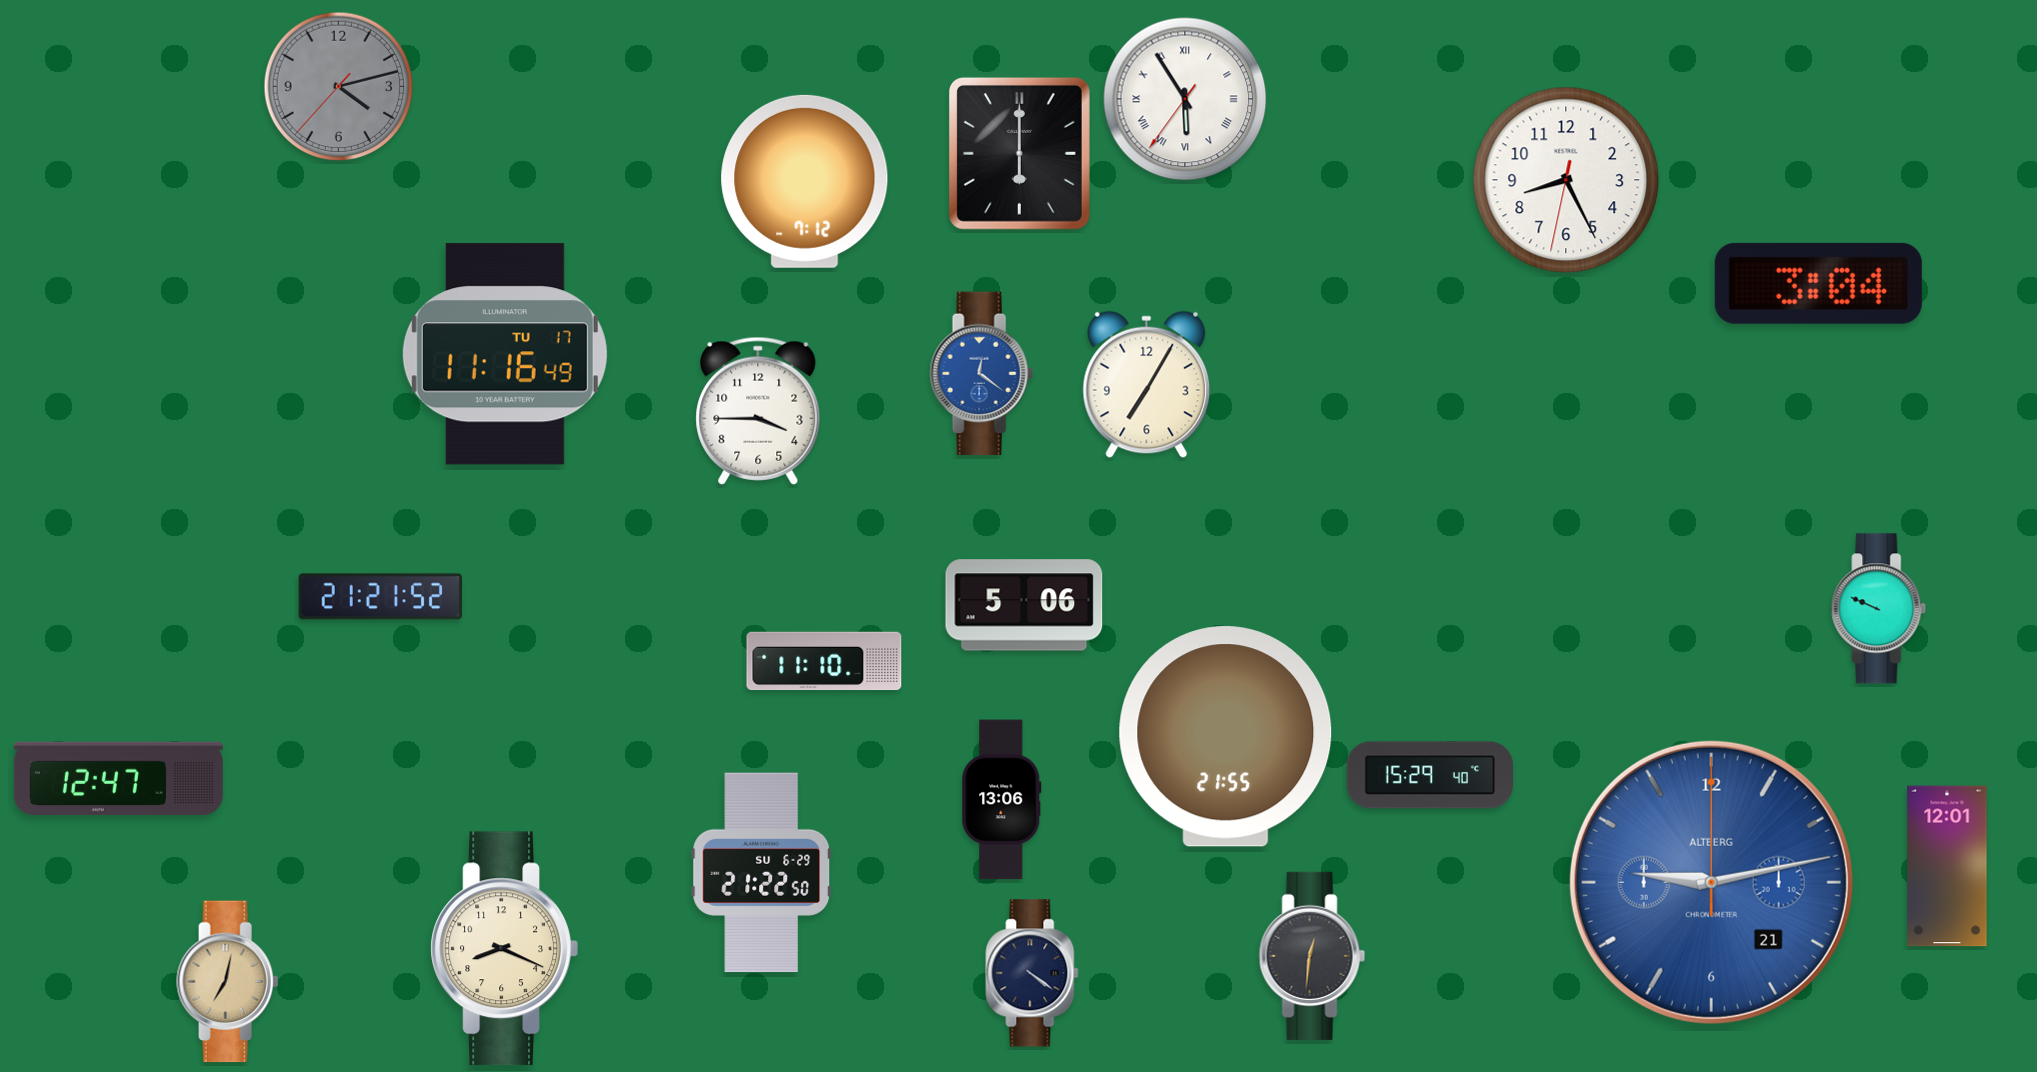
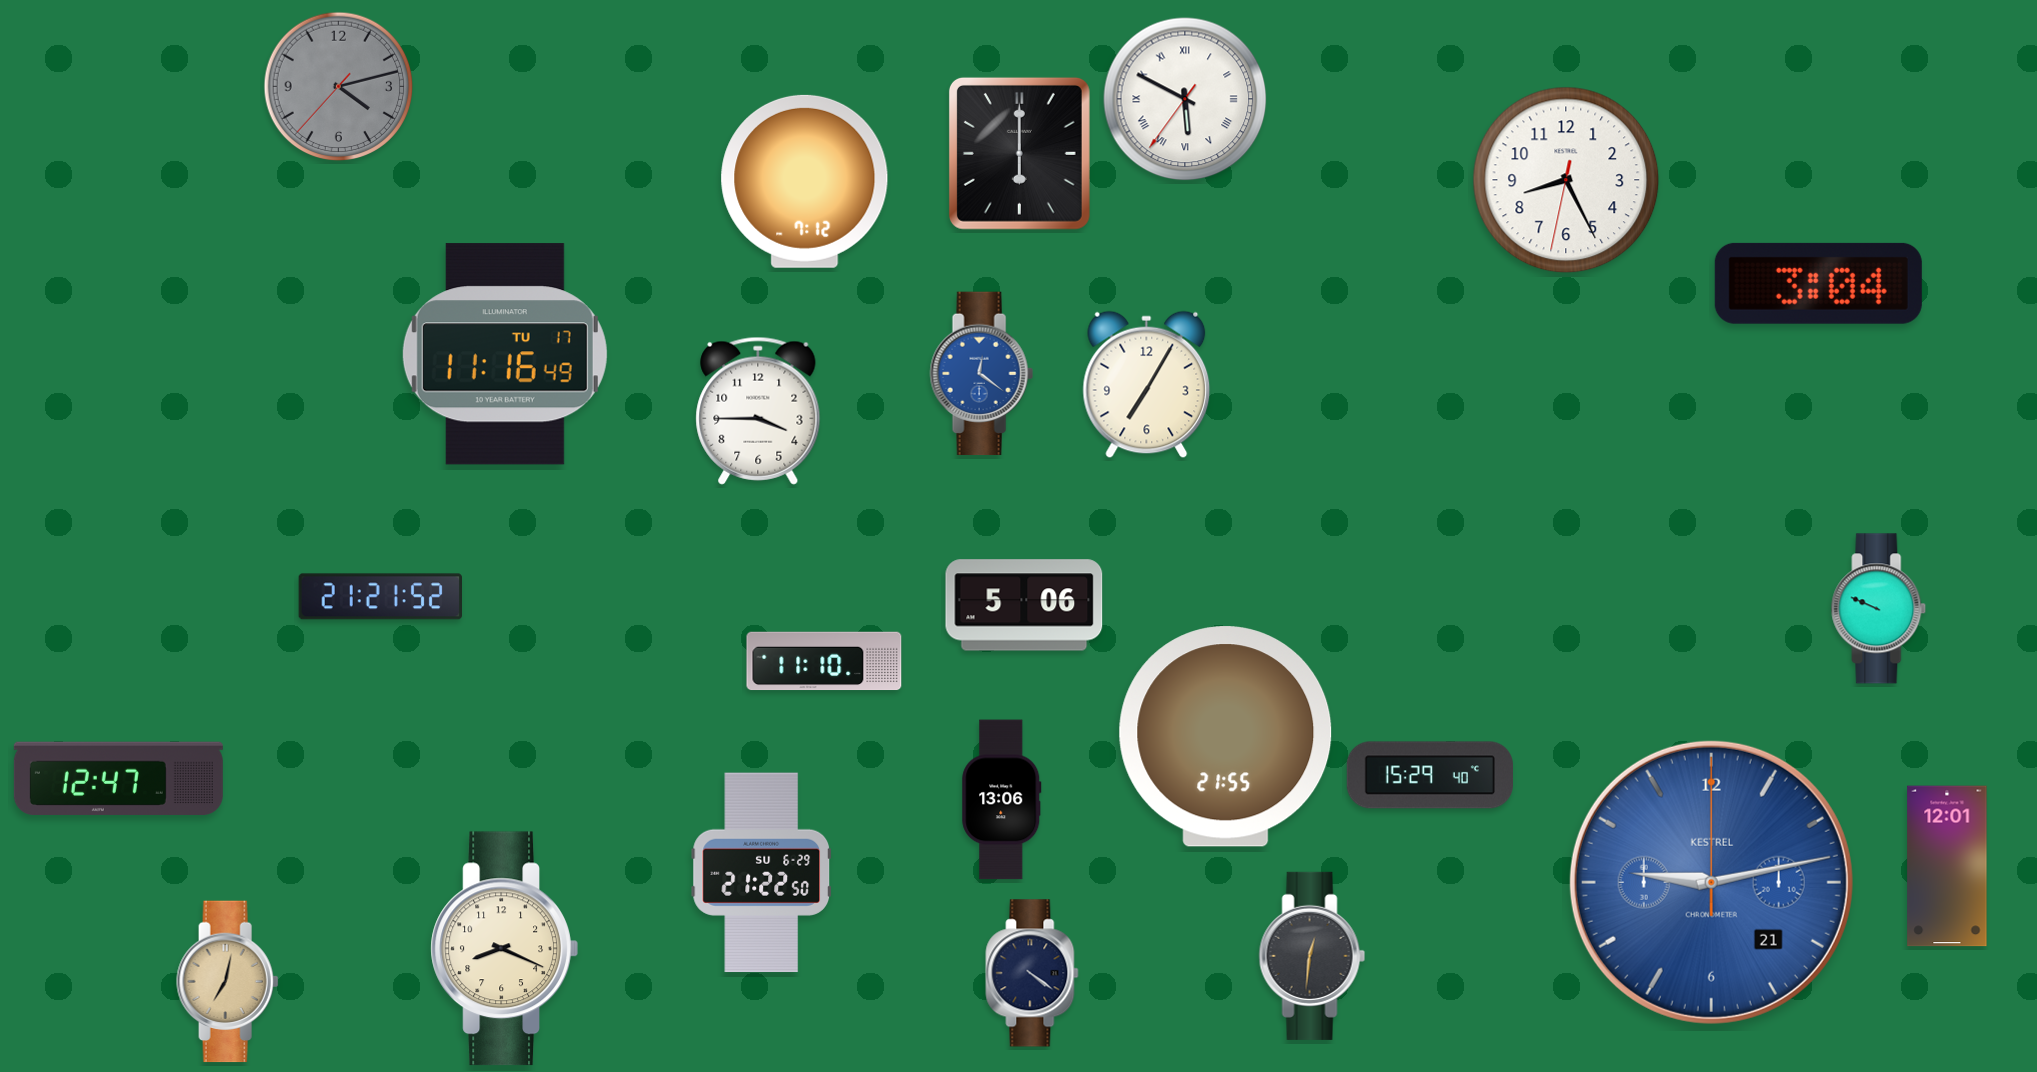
clock at (1185, 99): 5:54 -> 5:49
clock at (1711, 882) brand: ALTBERG -> KESTREL
